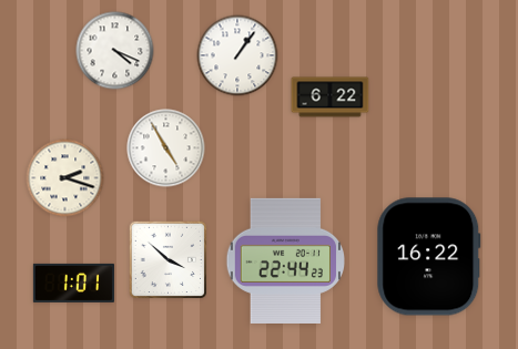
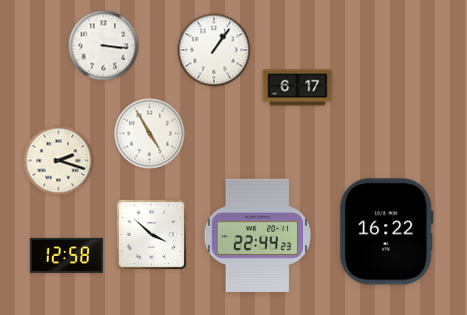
clock at (115, 51): 4:19 -> 3:16
clock at (331, 97): 6:22 -> 6:17
clock at (73, 283): 1:01 -> 12:58
